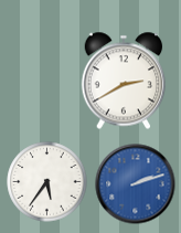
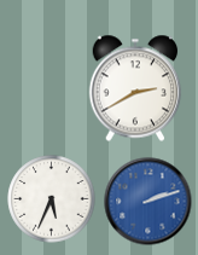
clock at (47, 182): 5:36 -> 5:34
